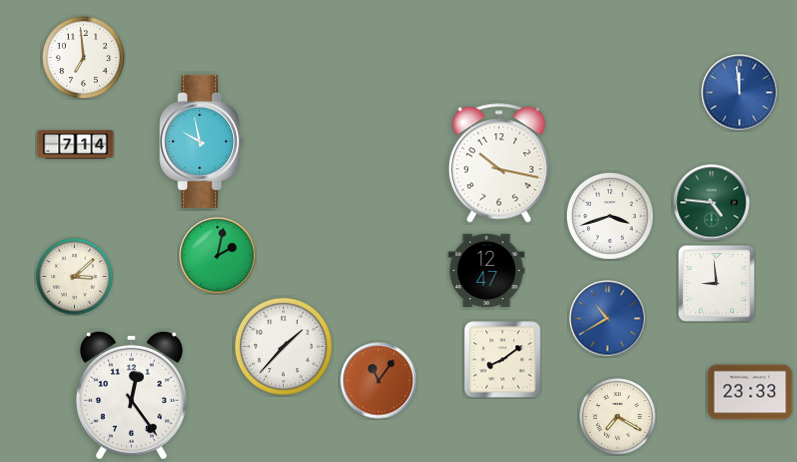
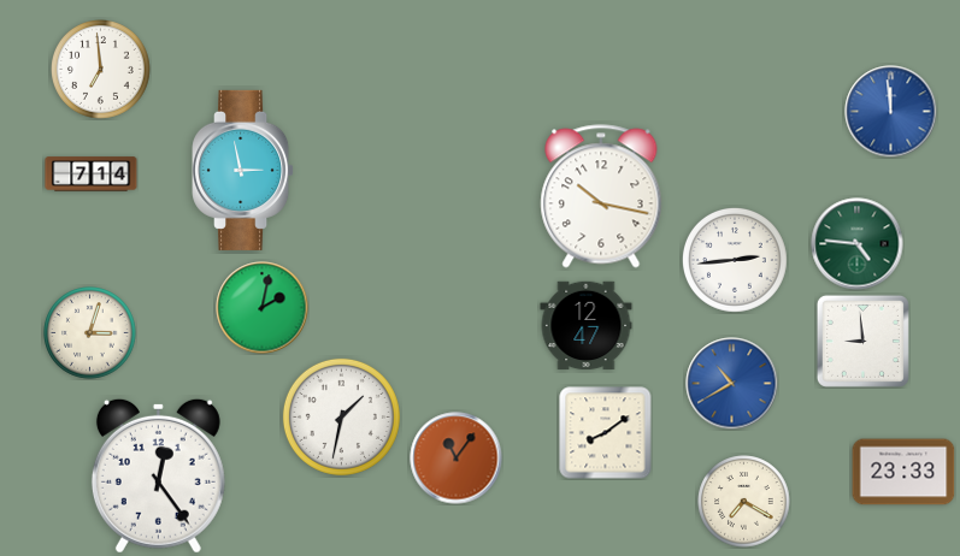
clock at (202, 141): 9:58 -> 2:58
clock at (610, 216): 3:42 -> 2:44
clock at (75, 277): 3:08 -> 3:03
clock at (283, 346): 1:37 -> 1:32
